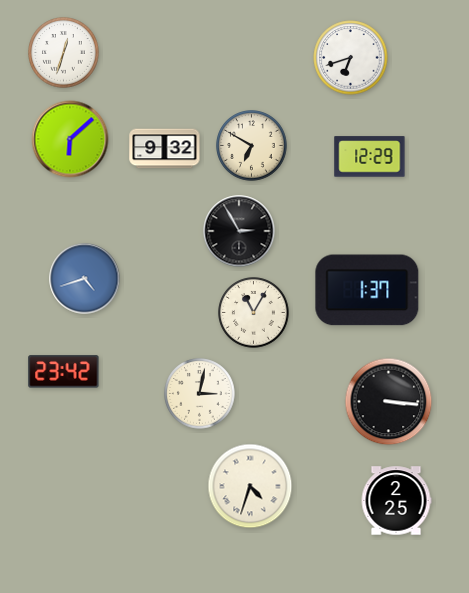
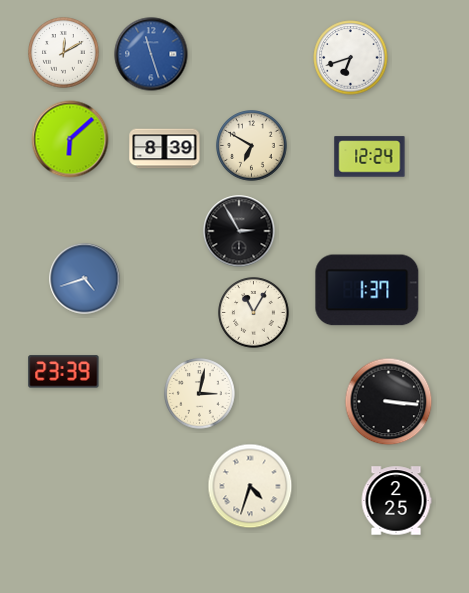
clock at (64, 53): 12:33 -> 12:10
clock at (151, 54): none -> 11:27
clock at (165, 149): 9:32 -> 8:39
clock at (370, 157): 12:29 -> 12:24
clock at (64, 372): 23:42 -> 23:39
